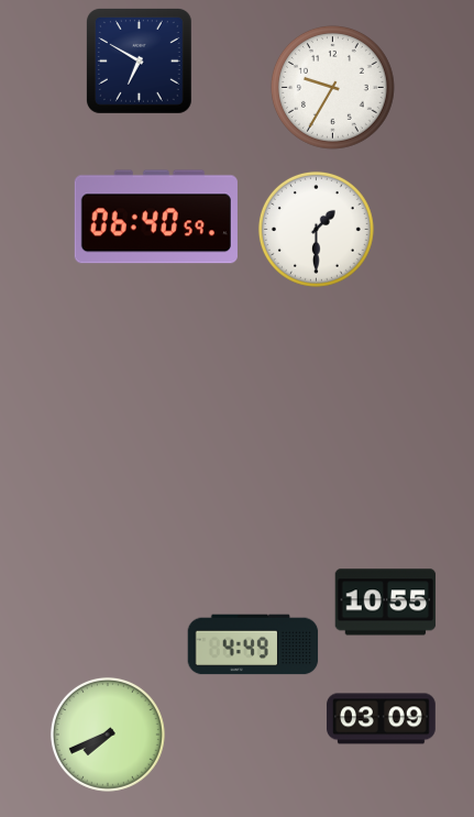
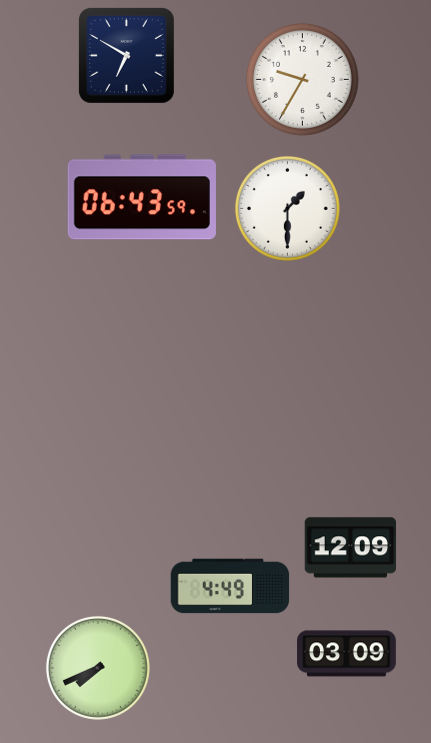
clock at (156, 217): 06:40 -> 06:43
clock at (386, 603): 10:55 -> 12:09
